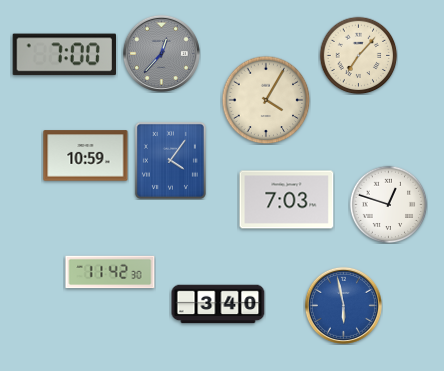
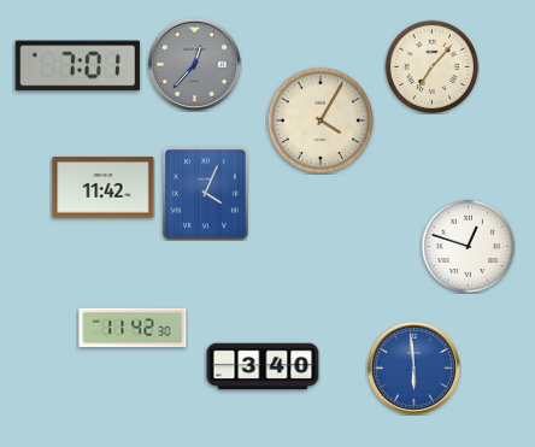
clock at (64, 55): 7:00 -> 7:01
clock at (86, 156): 10:59 -> 11:42
clock at (170, 160): 4:06 -> 4:04
clock at (287, 200): 7:03 -> none
clock at (343, 305): 5:58 -> 5:59
